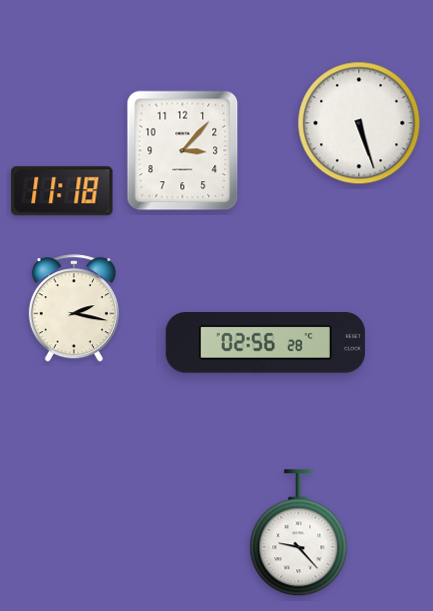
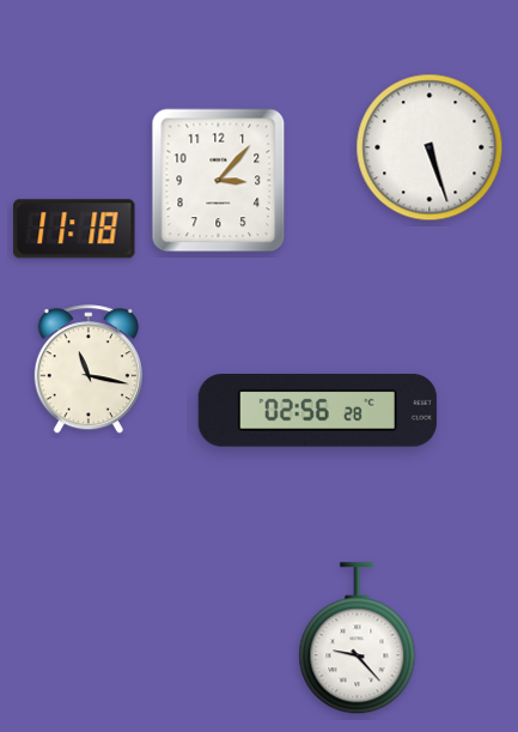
clock at (74, 309): 2:17 -> 11:17
